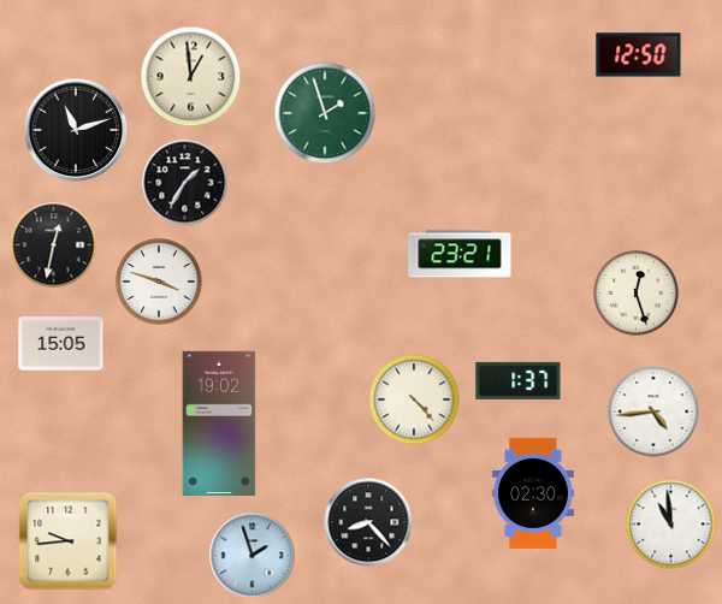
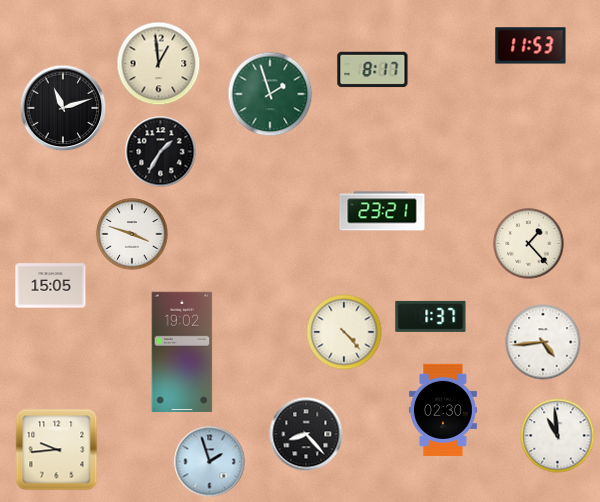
clock at (639, 55): 12:50 -> 11:53
clock at (373, 70): none -> 8:17
clock at (185, 183) position: (185, 183) -> (161, 152)
clock at (54, 245): 12:32 -> none
clock at (637, 294): 12:27 -> 1:23
